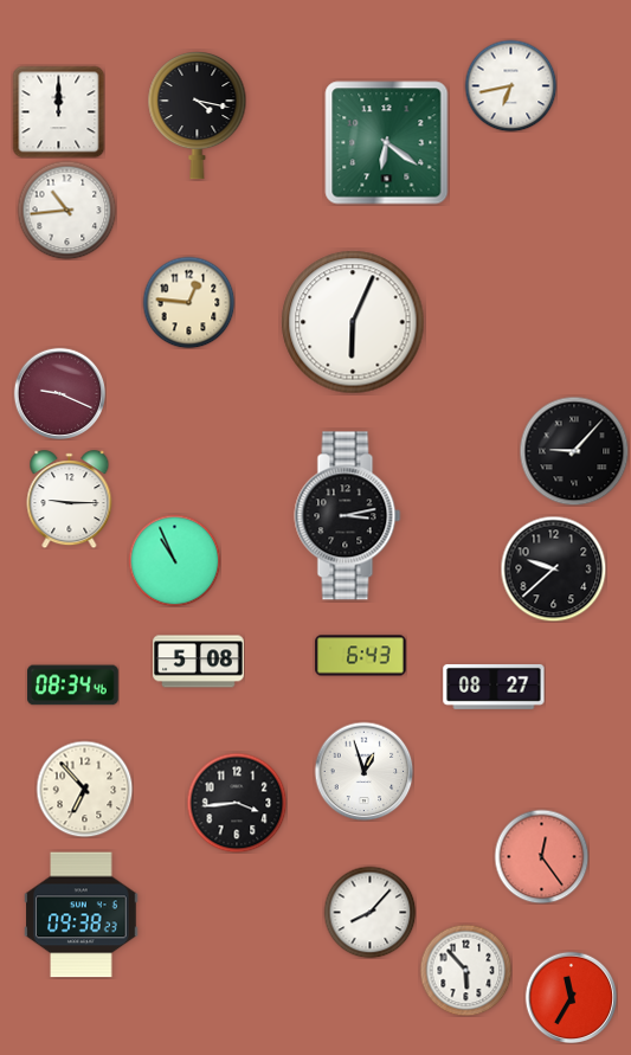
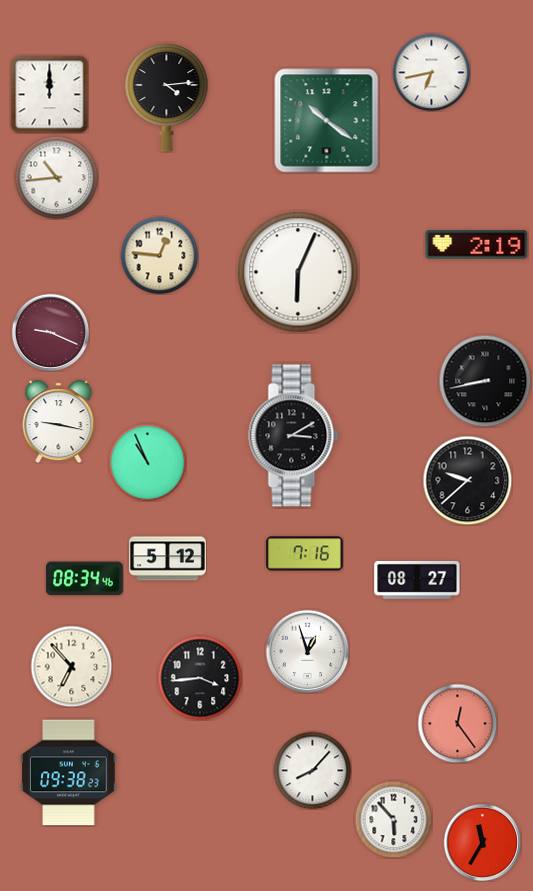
clock at (198, 115): 4:17 -> 4:14
clock at (387, 143): 6:21 -> 10:21
clock at (477, 245): none -> 2:19
clock at (574, 451): 9:07 -> 8:43
clock at (70, 500): 9:15 -> 9:17
clock at (348, 516): 3:13 -> 3:10
clock at (174, 560) position: (174, 560) -> (147, 462)
clock at (361, 656): 6:43 -> 7:16
clock at (199, 662): 5:08 -> 5:12
clock at (73, 686) position: (73, 686) -> (85, 579)
